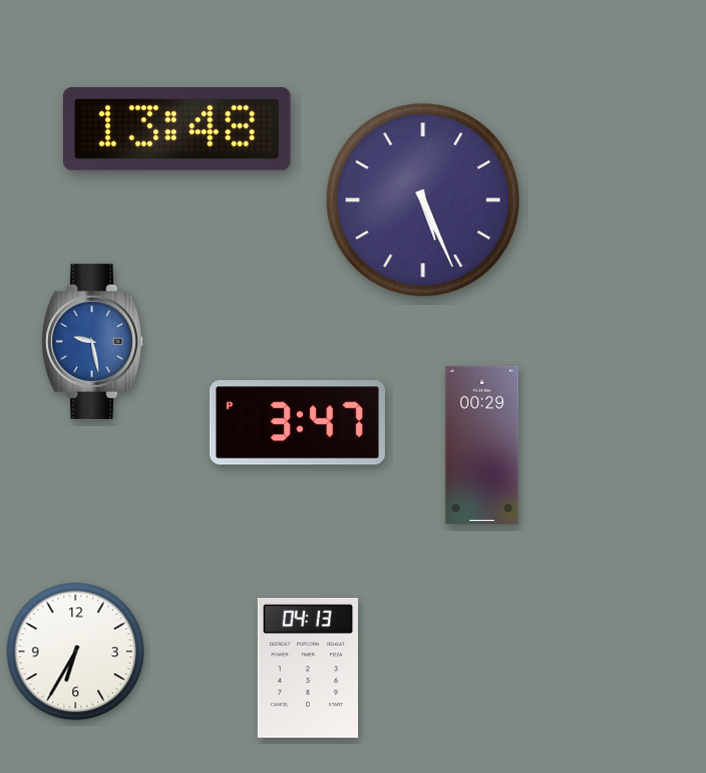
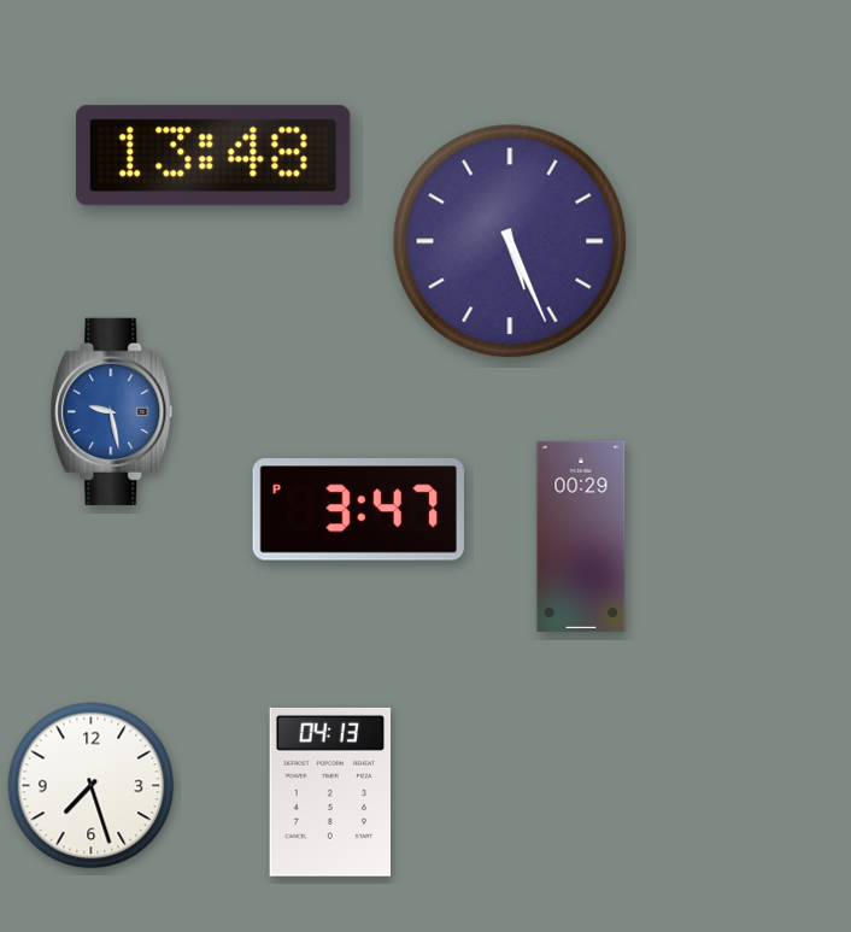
clock at (76, 652): 6:35 -> 7:27
clock at (308, 668) position: (308, 668) -> (330, 792)
